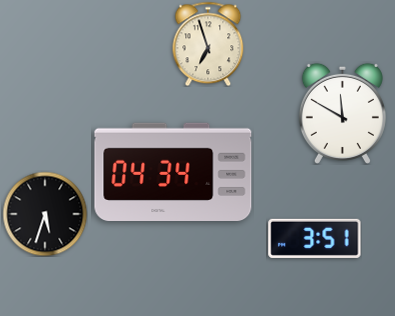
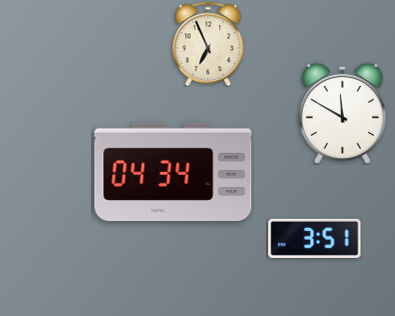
clock at (208, 44): 6:57 -> 6:56
clock at (45, 214): 5:33 -> none
